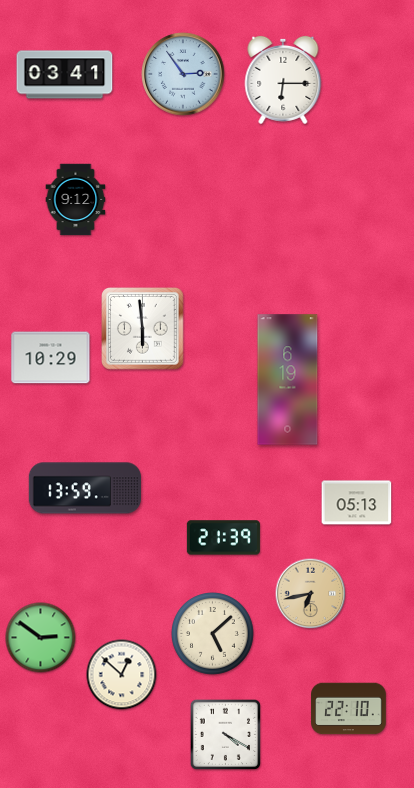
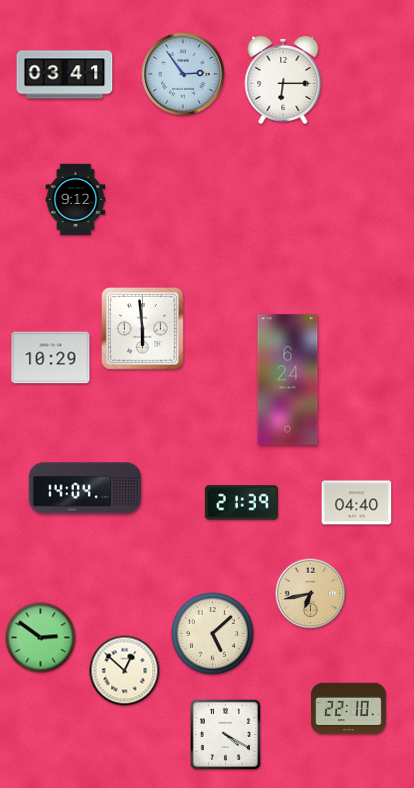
clock at (288, 380): 6:19 -> 6:24
clock at (85, 488): 13:59 -> 14:04
clock at (357, 503): 05:13 -> 04:40
clock at (223, 538) position: (223, 538) -> (241, 503)
clock at (122, 675) position: (122, 675) -> (125, 671)
